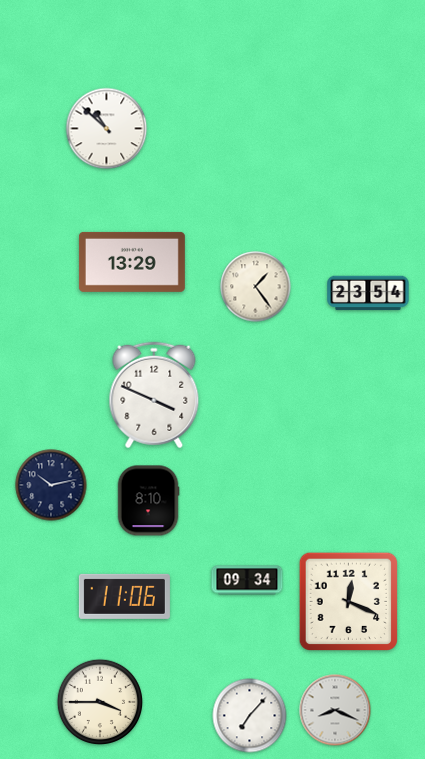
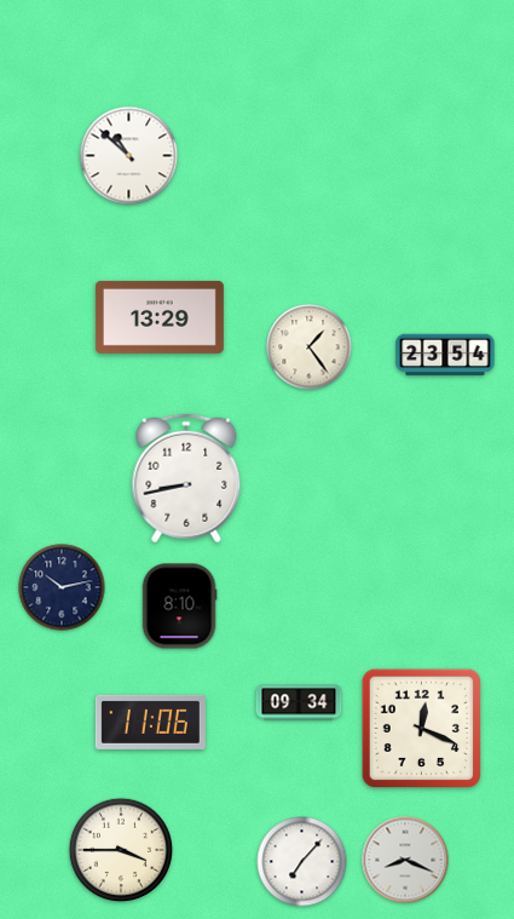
clock at (154, 395): 3:49 -> 8:43
clock at (250, 716) position: (250, 716) -> (302, 862)
